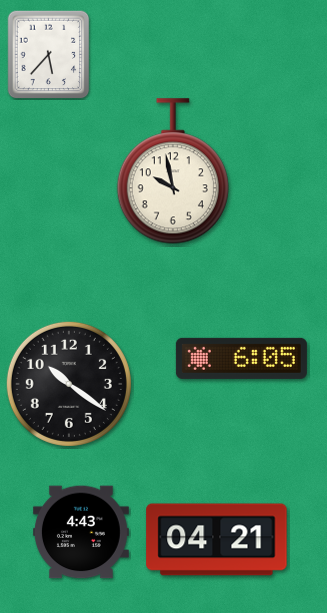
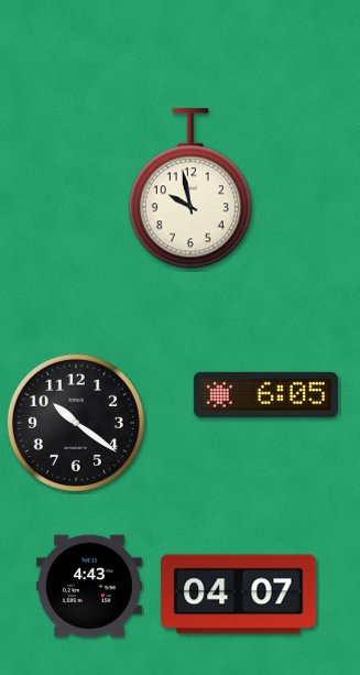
clock at (49, 55): 5:37 -> none
clock at (217, 540): 04:21 -> 04:07
